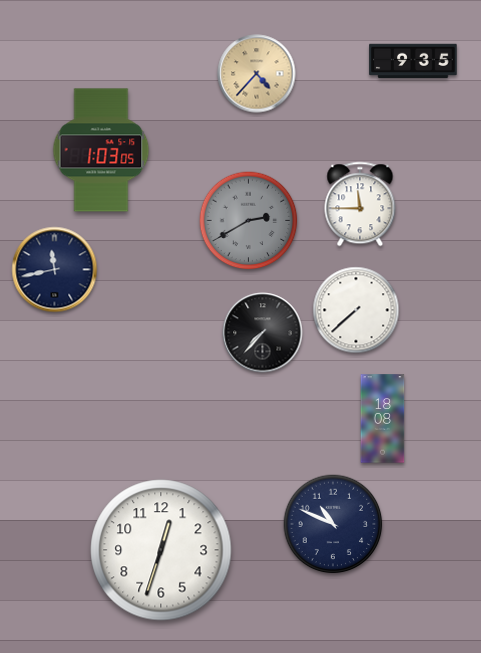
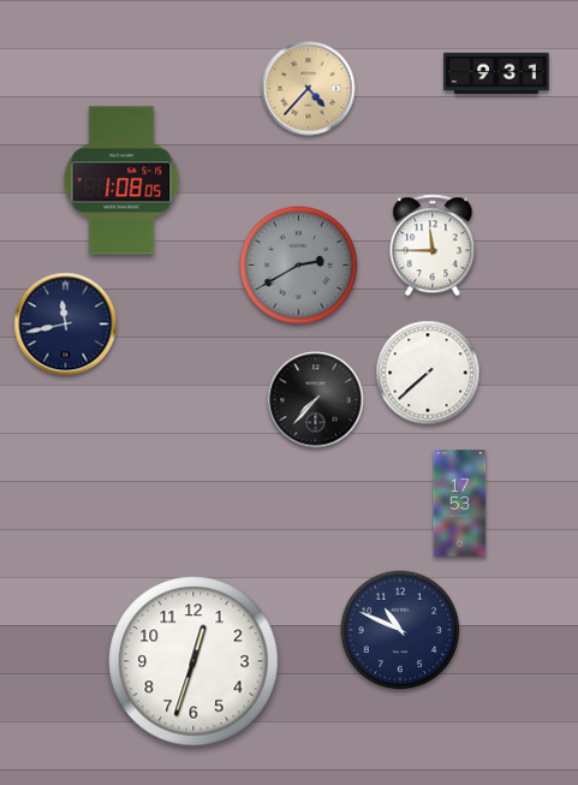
clock at (413, 61): 9:35 -> 9:31
clock at (101, 150): 1:03 -> 1:08
clock at (383, 419): 18:08 -> 17:53
